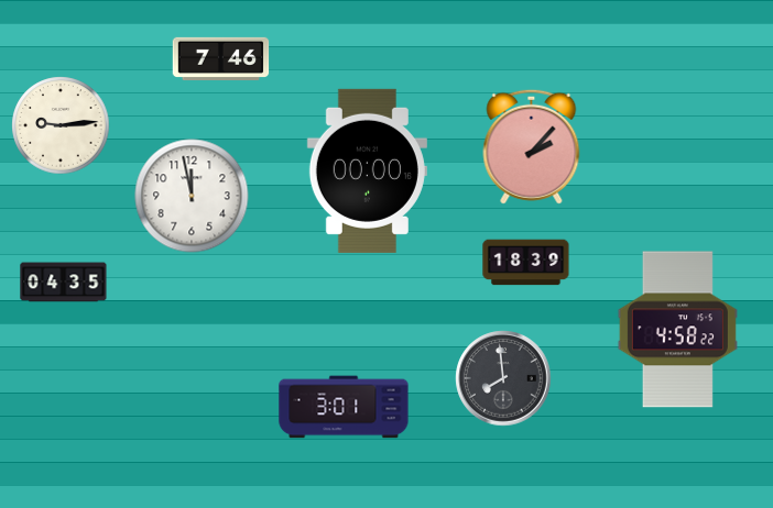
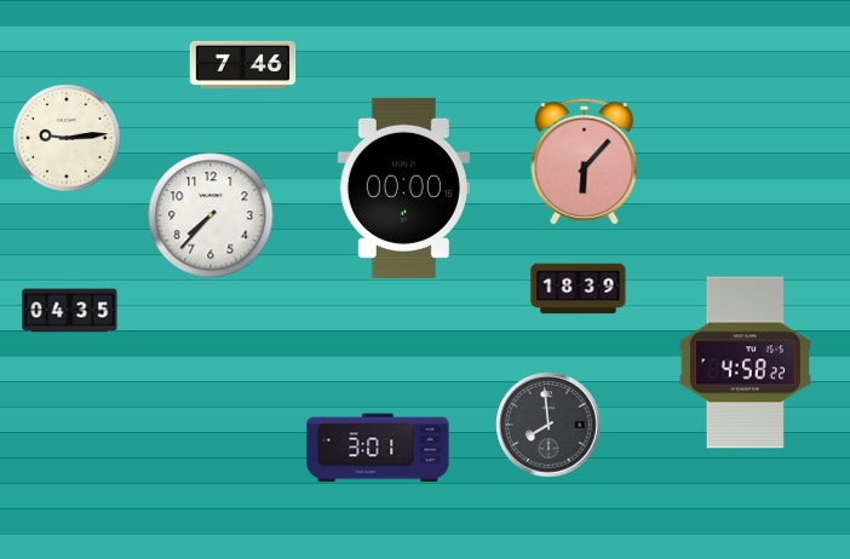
clock at (532, 146): 2:07 -> 6:07
clock at (192, 196): 11:58 -> 7:37
clock at (503, 378) position: (503, 378) -> (549, 425)
